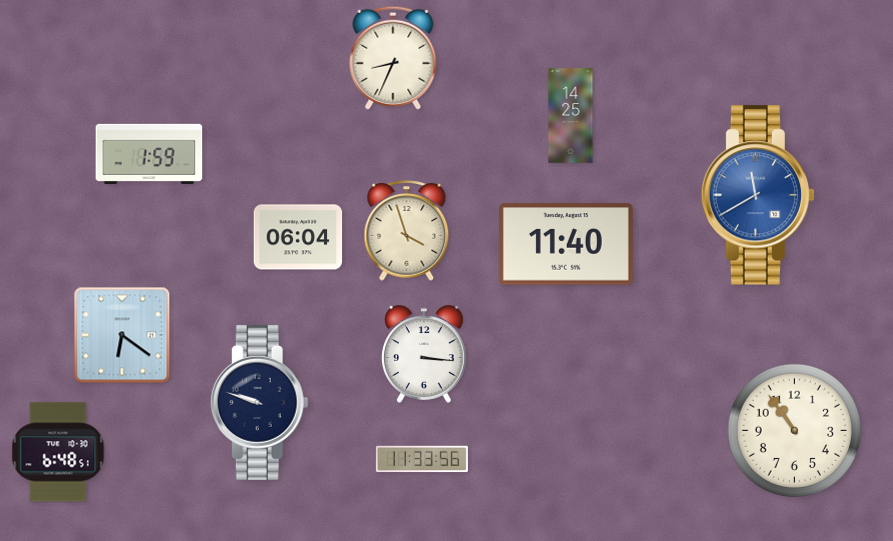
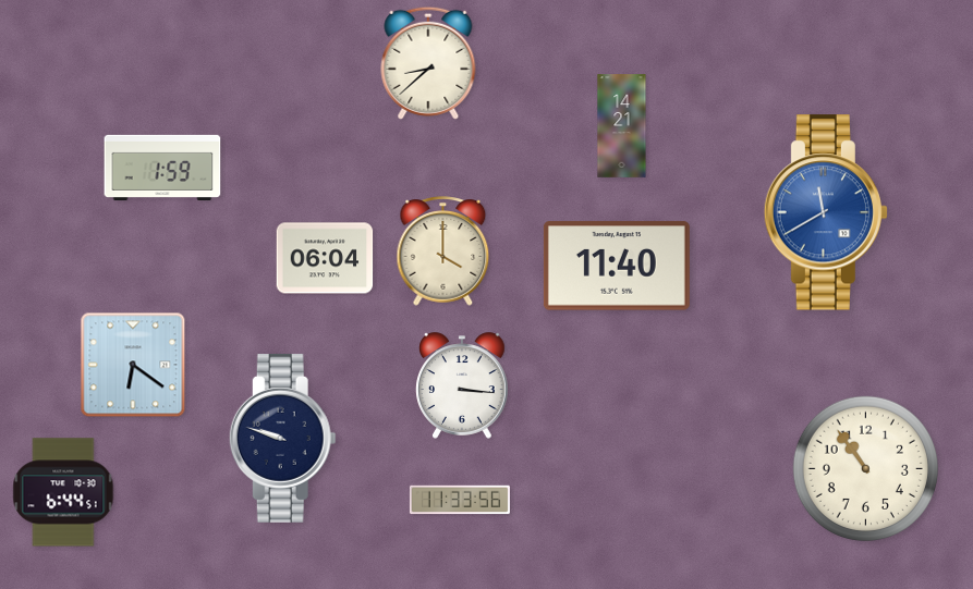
clock at (393, 58): 8:34 -> 8:38
clock at (571, 116): 14:25 -> 14:21
clock at (407, 231): 3:57 -> 4:00
clock at (58, 452): 6:48 -> 6:44
